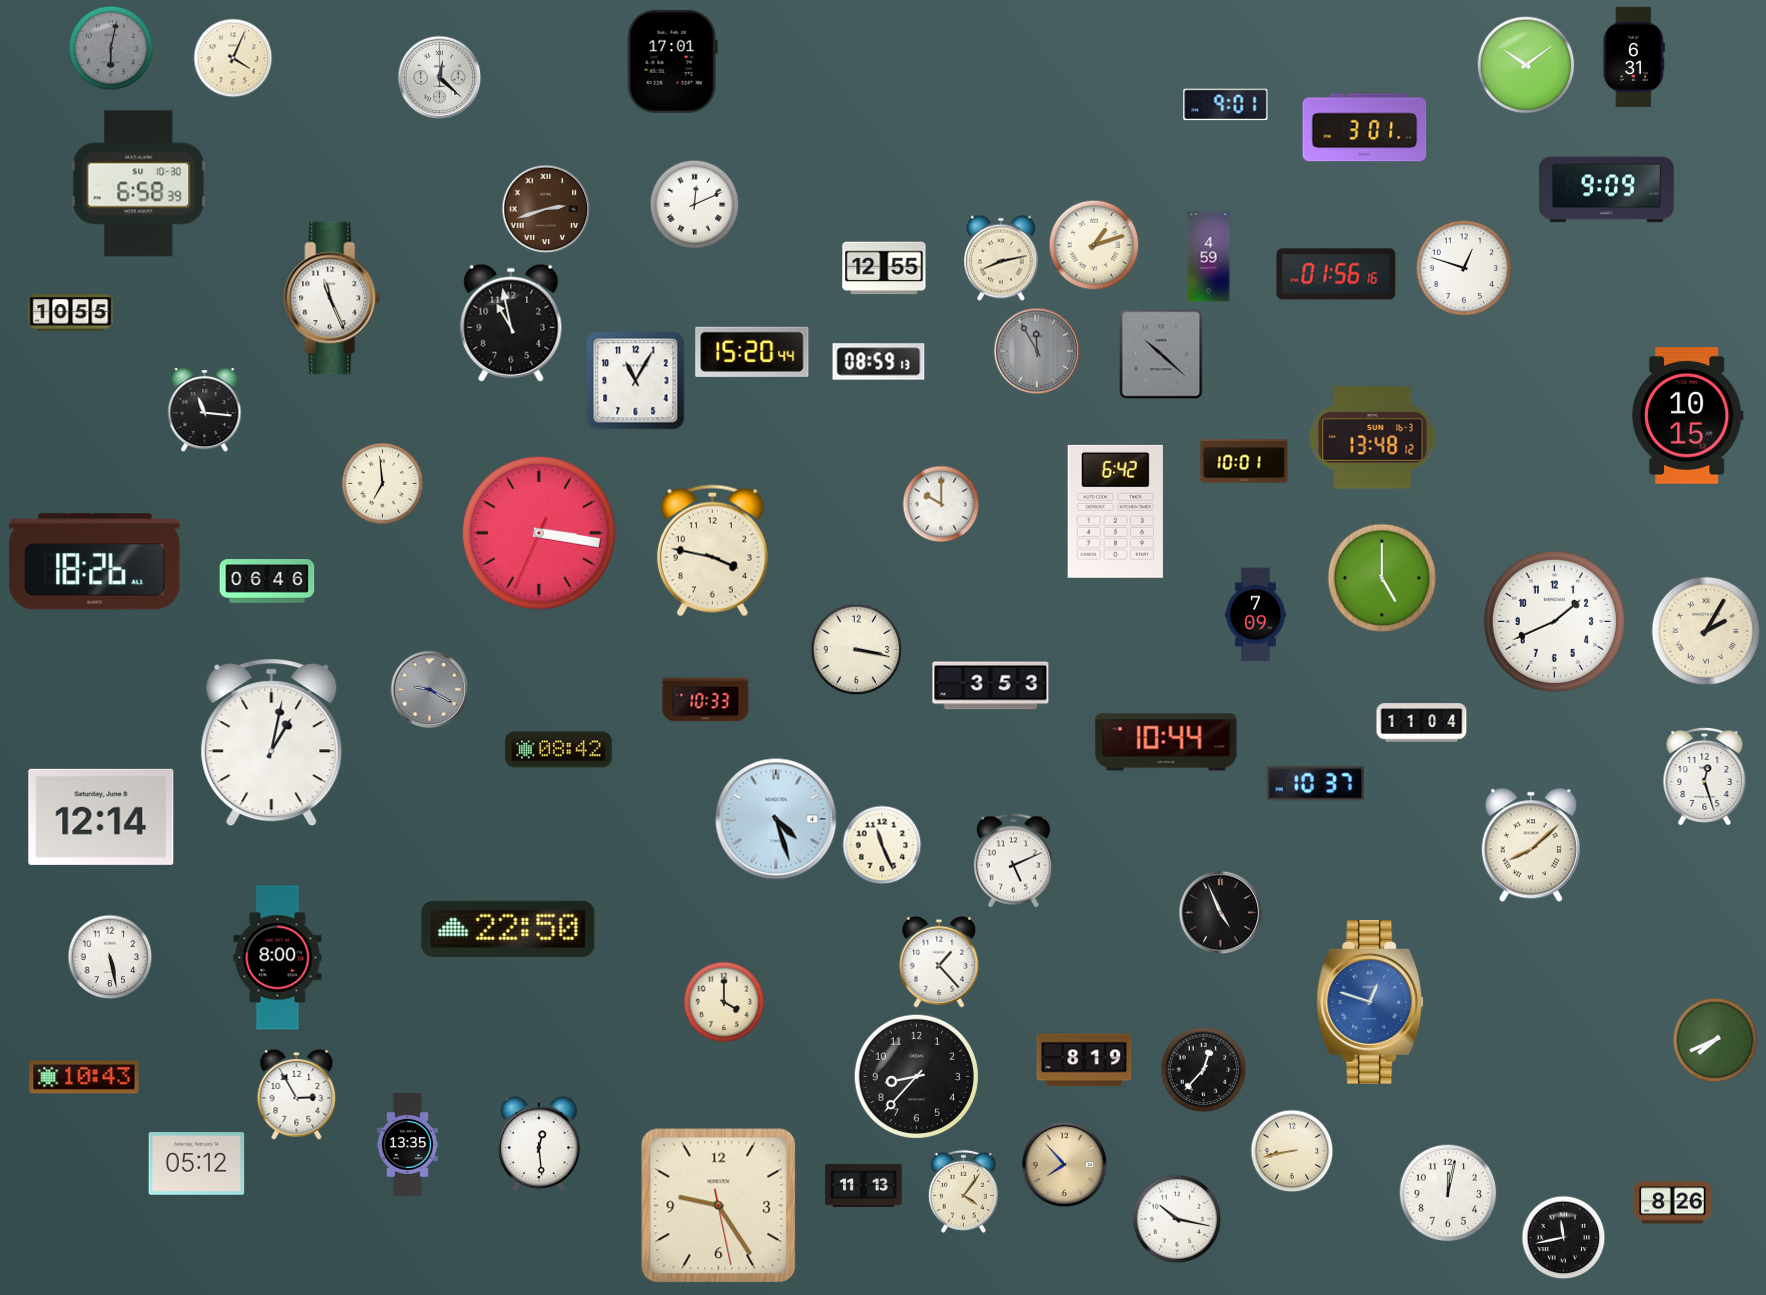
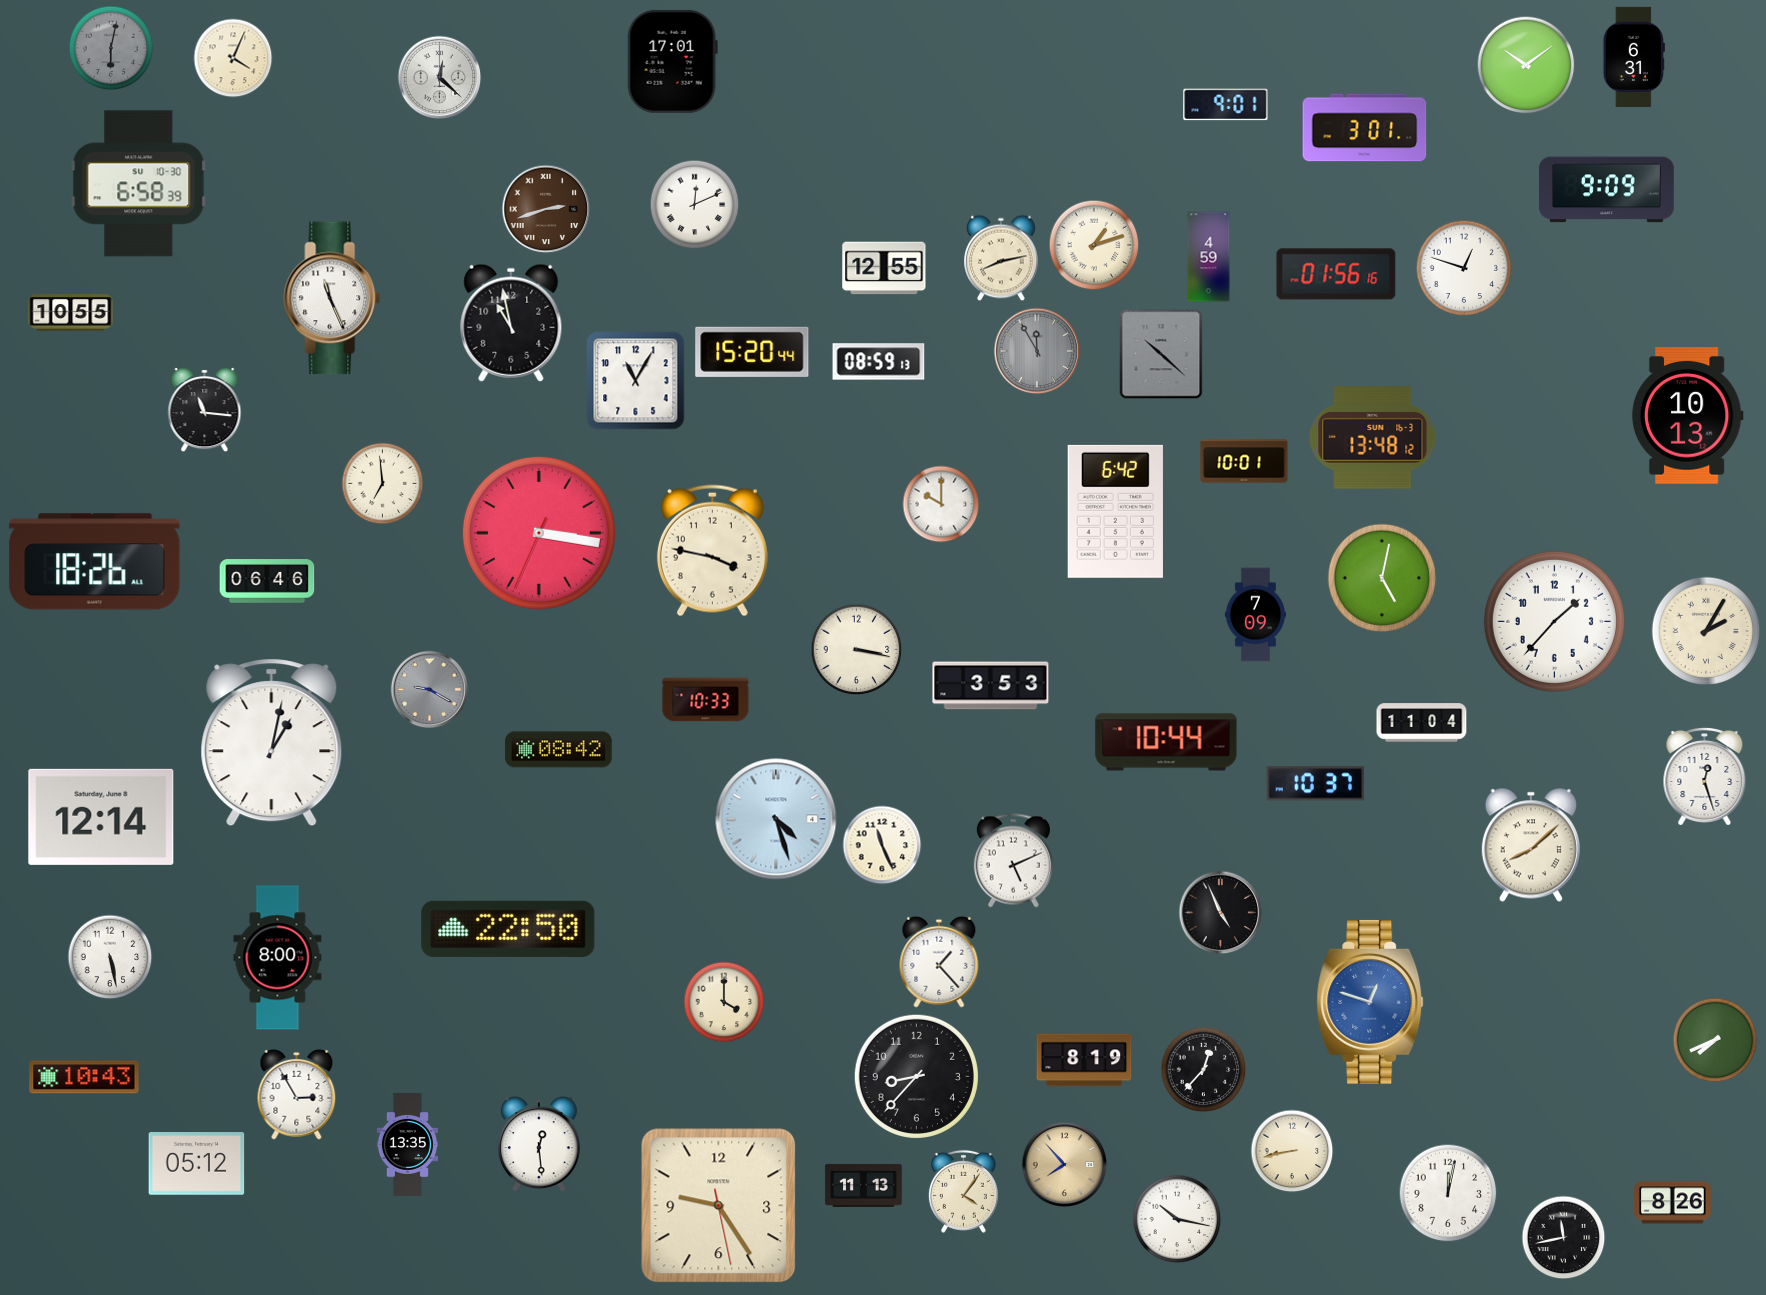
clock at (1687, 416): 10:15 -> 10:13
clock at (1382, 578): 5:00 -> 5:02
clock at (1554, 621): 1:41 -> 1:37
